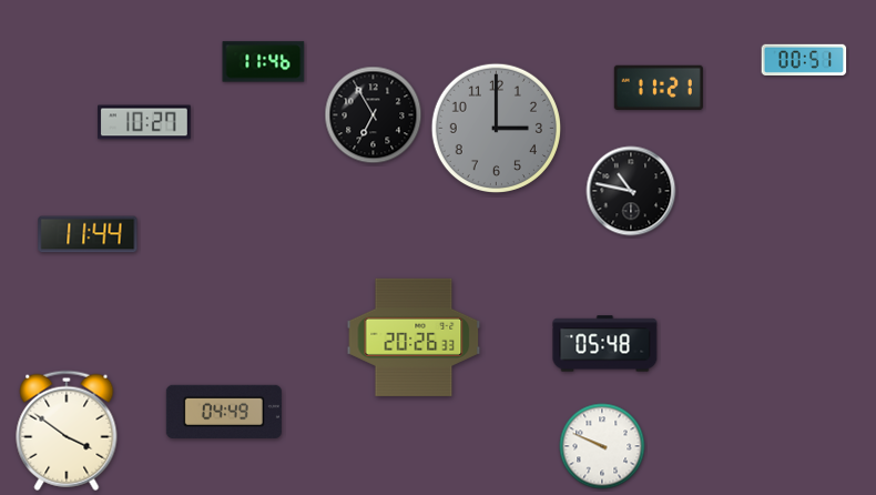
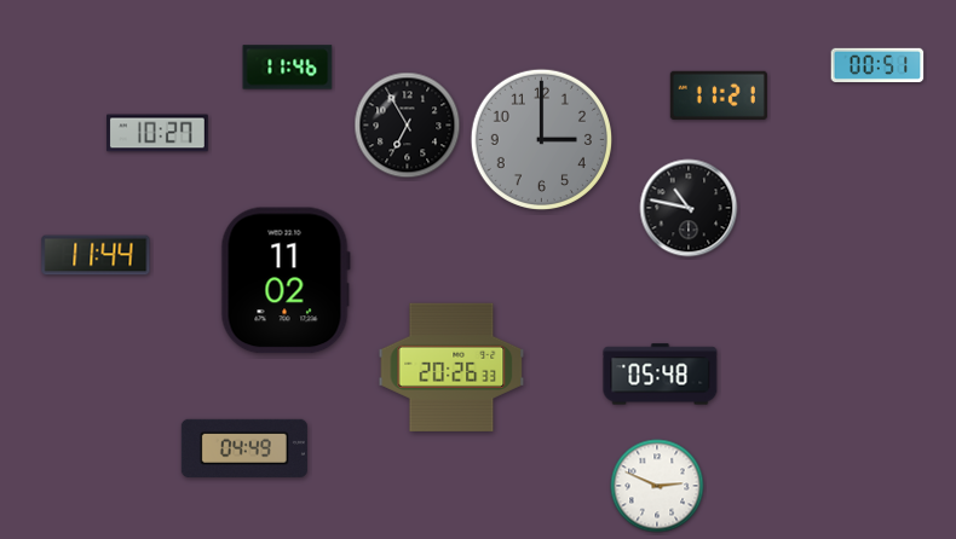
clock at (286, 280): none -> 11:02
clock at (67, 431): 3:51 -> none
clock at (602, 446): 9:49 -> 2:49
